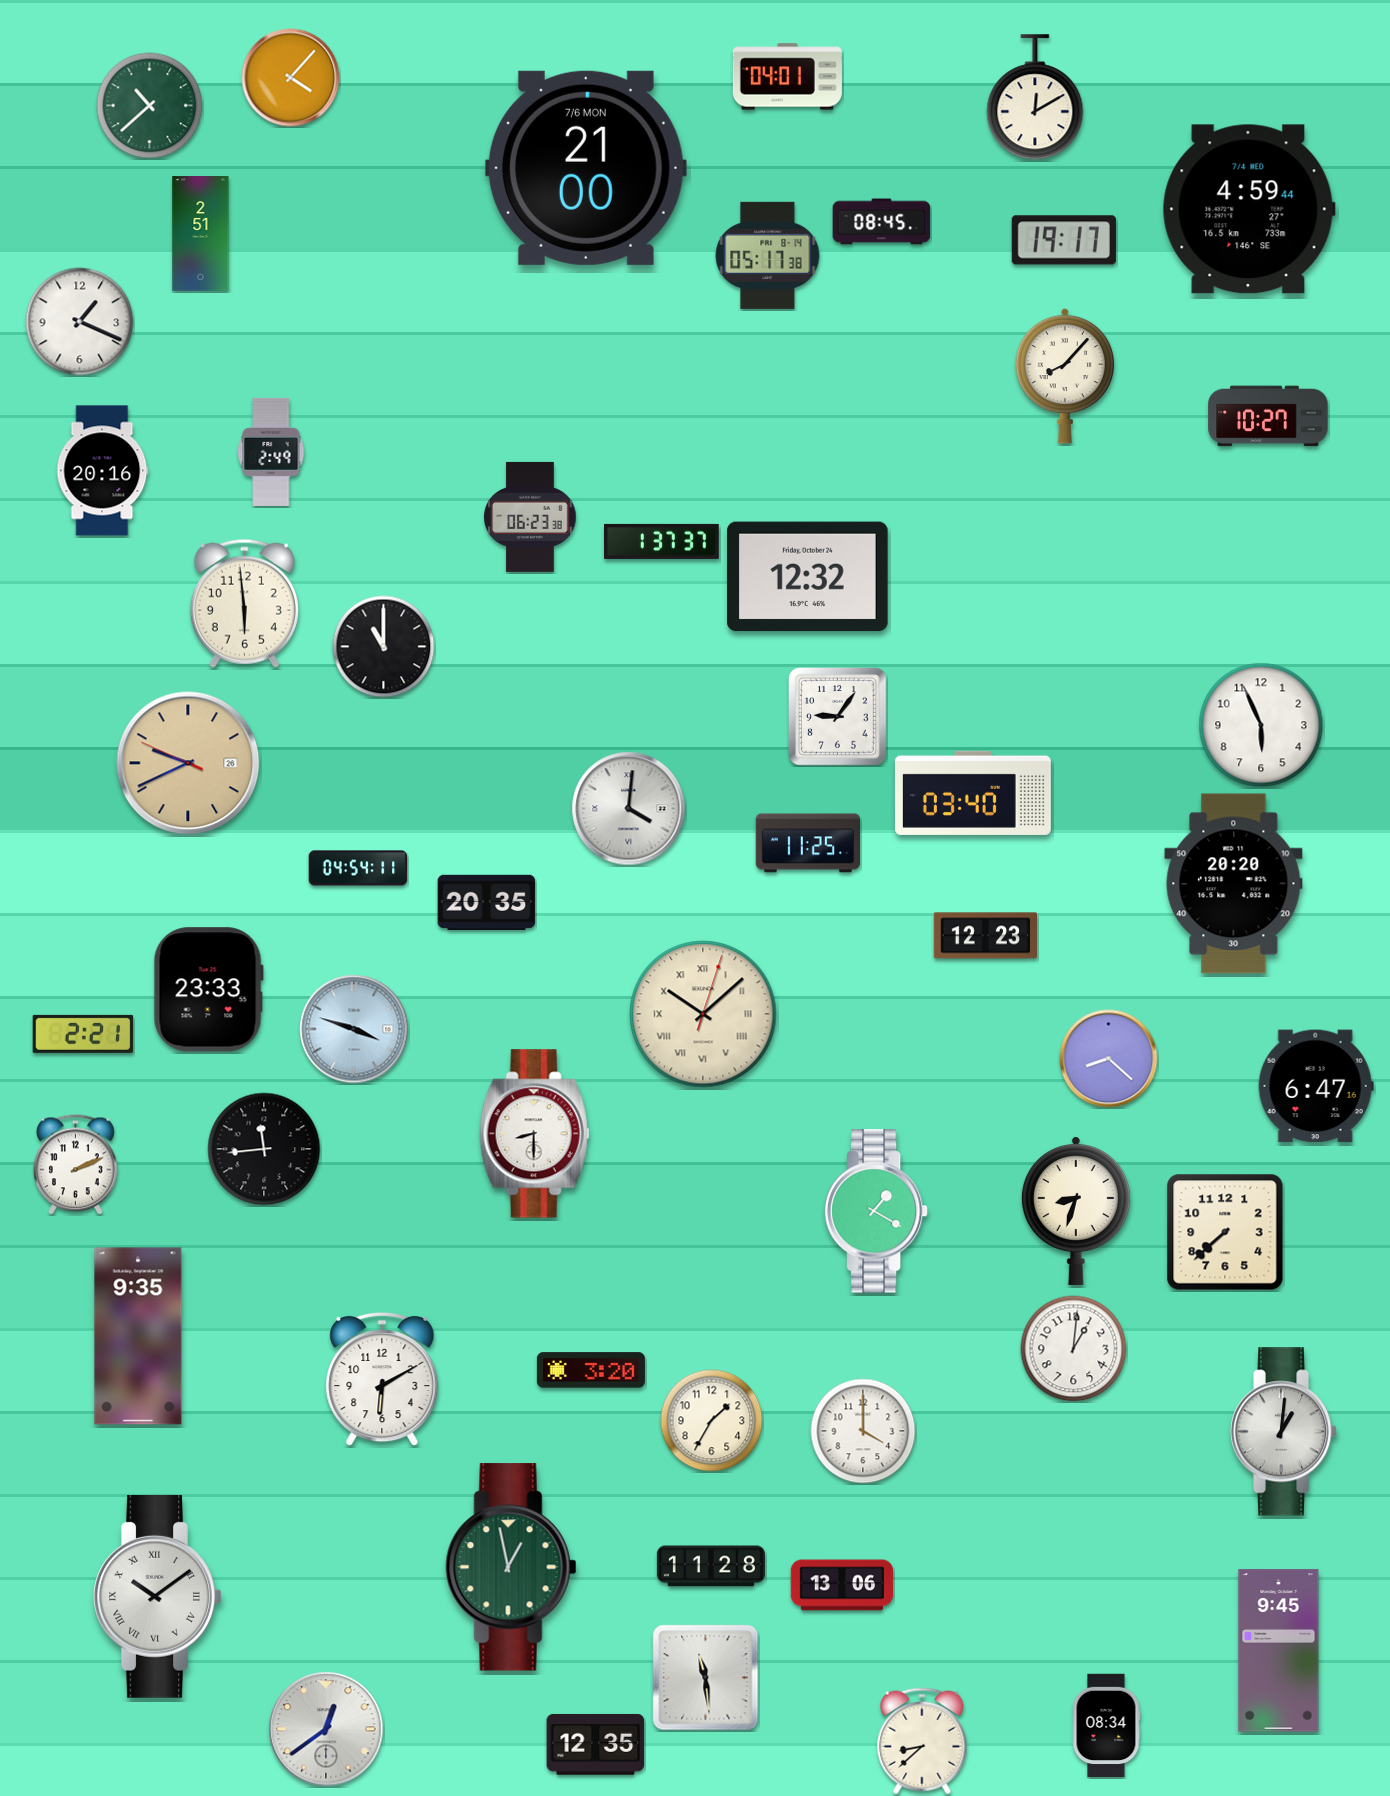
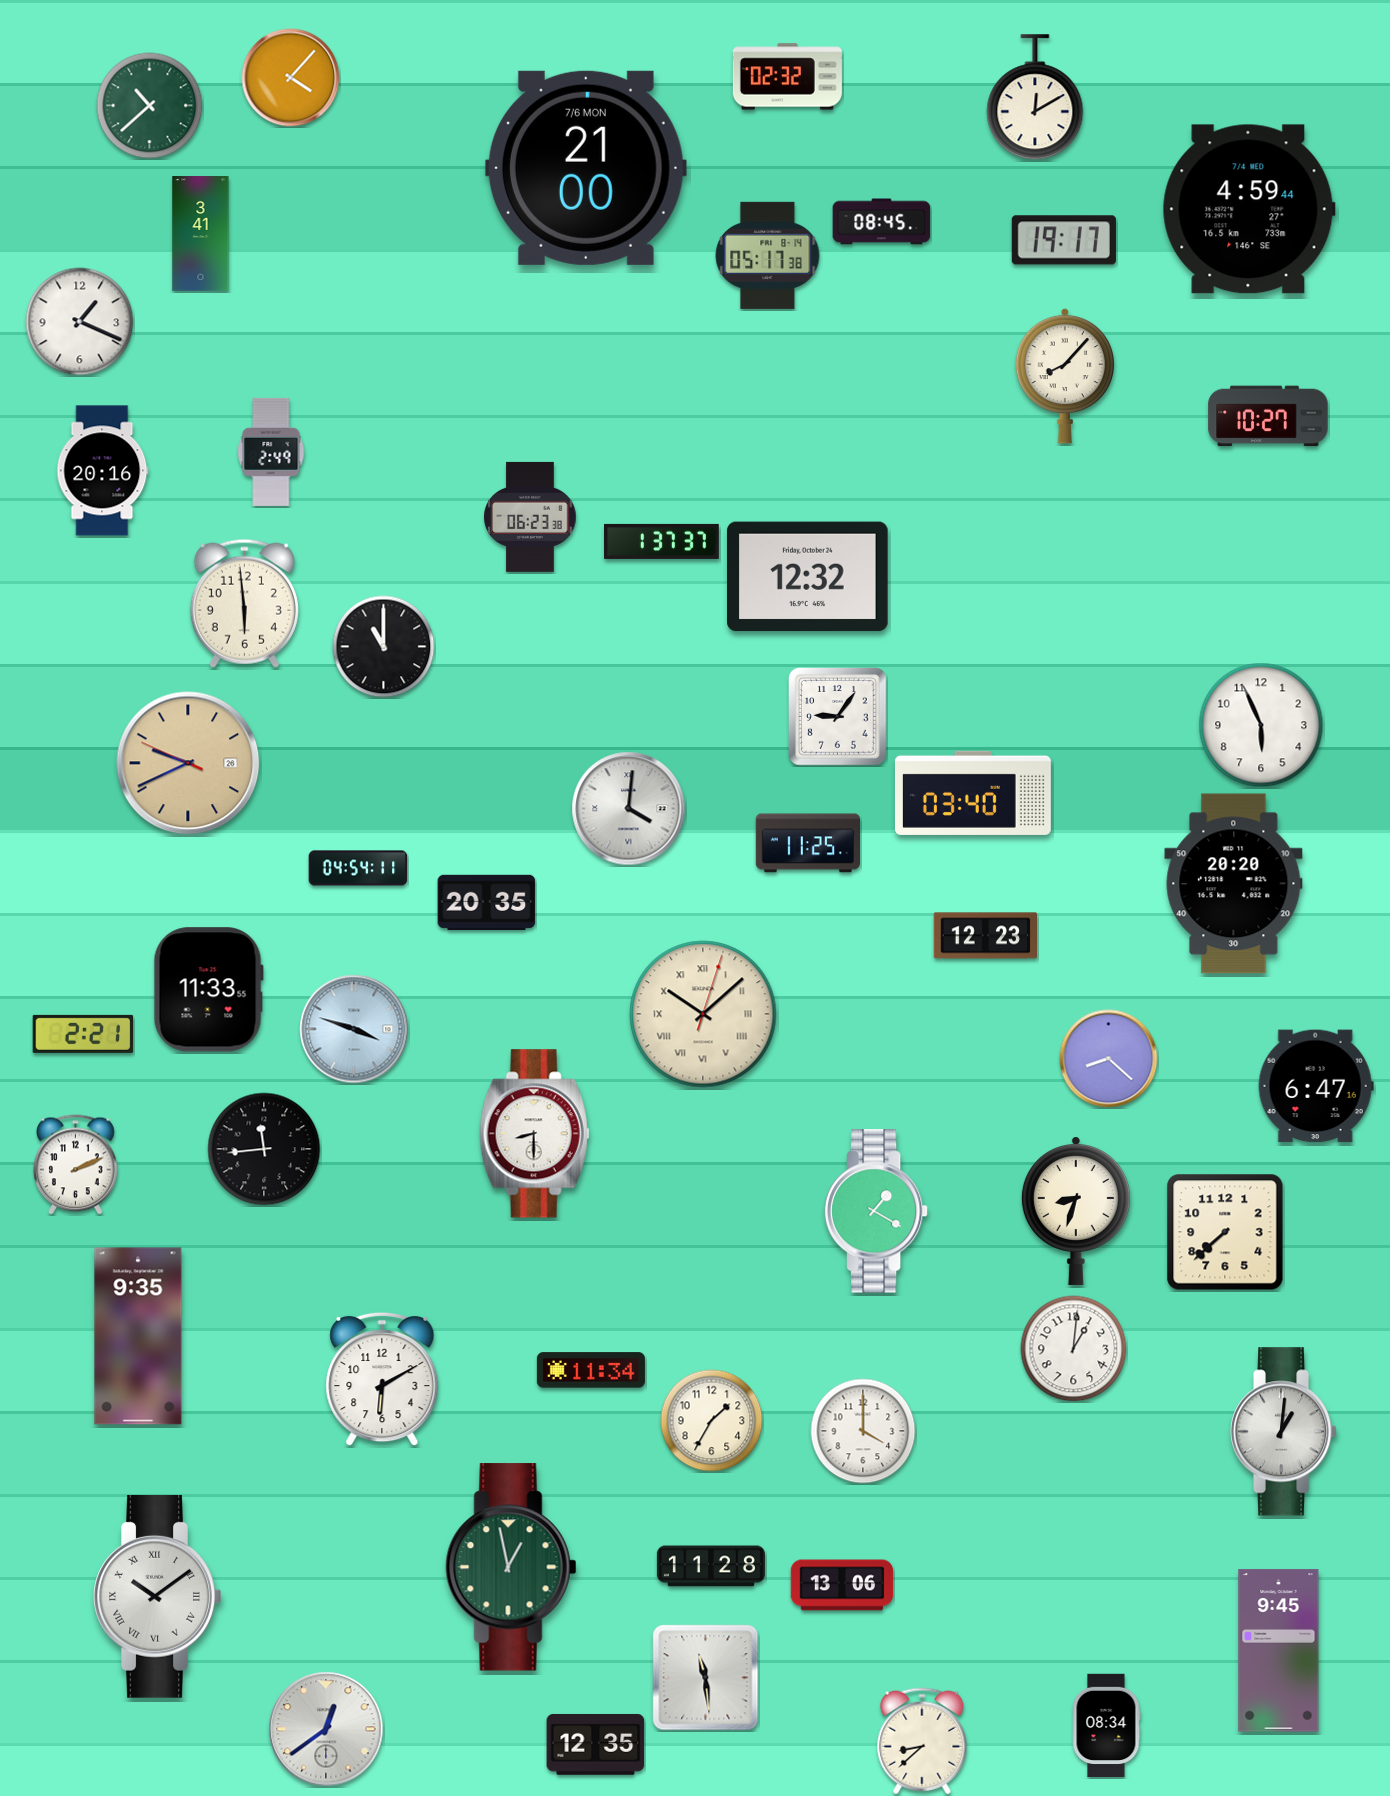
clock at (787, 77): 04:01 -> 02:32
clock at (201, 234): 2:51 -> 3:41
clock at (208, 990): 23:33 -> 11:33
clock at (591, 1370): 3:20 -> 11:34
